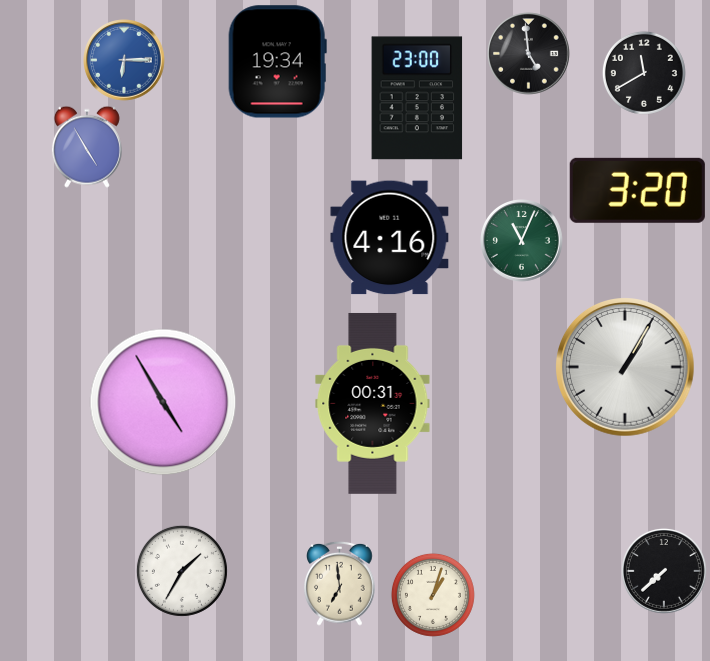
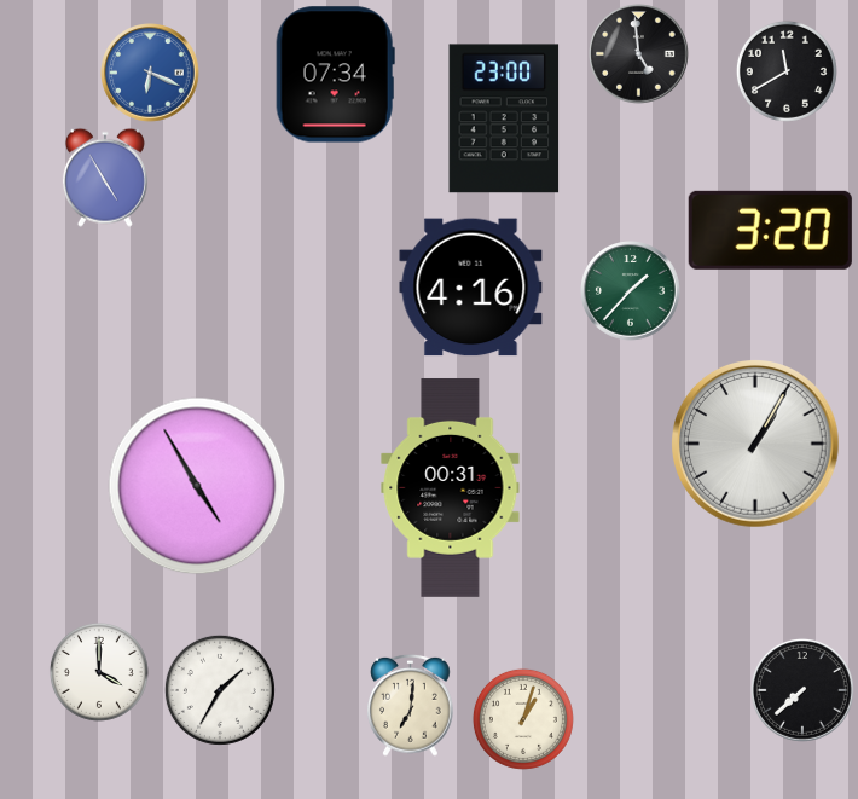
clock at (529, 54) position: (529, 54) -> (639, 54)
clock at (124, 60): 6:15 -> 6:19
clock at (277, 62): 19:34 -> 07:34
clock at (644, 73) position: (644, 73) -> (787, 71)
clock at (522, 241): 11:04 -> 1:37
clock at (99, 672): none -> 4:00
clock at (340, 583): 6:59 -> 7:01
